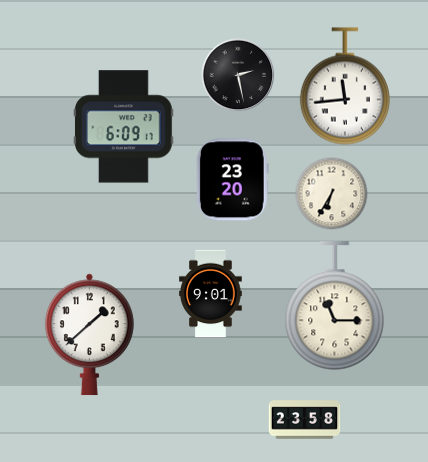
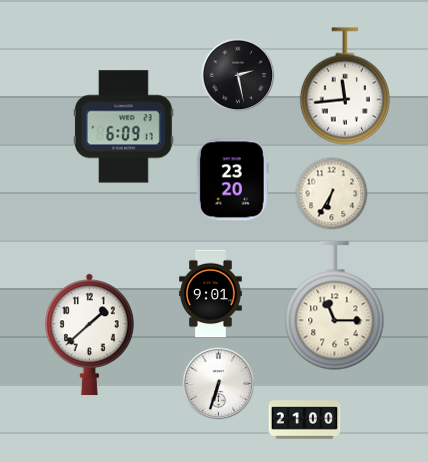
clock at (219, 384): none -> 6:33
clock at (305, 420): 23:58 -> 21:00
